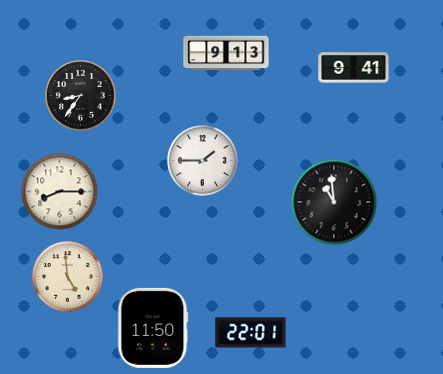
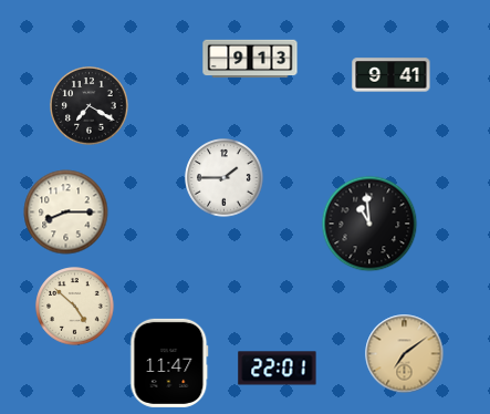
clock at (81, 96): 8:36 -> 7:20
clock at (68, 277): 4:59 -> 4:52
clock at (405, 354): none -> 7:09
clock at (153, 328): 11:50 -> 11:47
